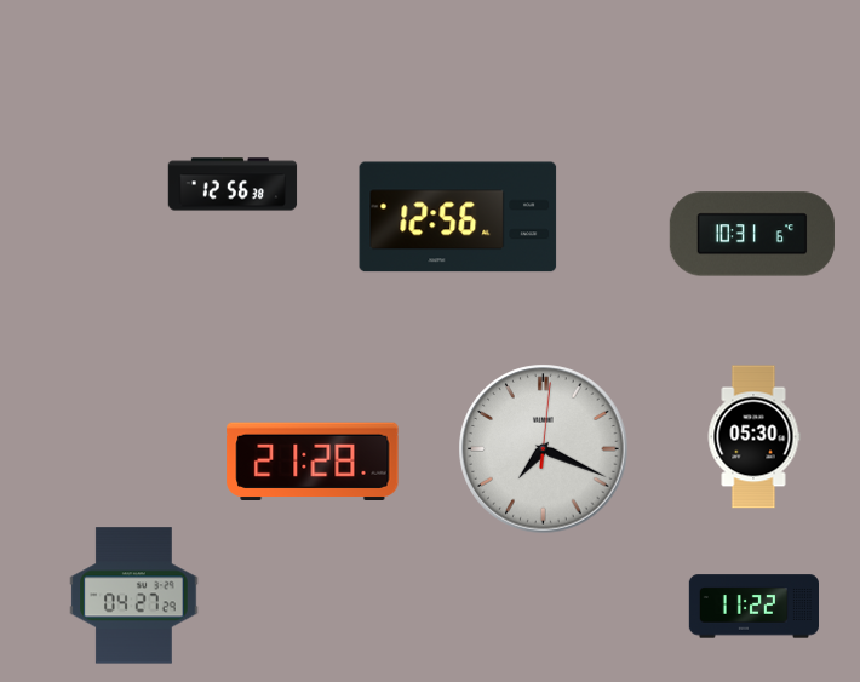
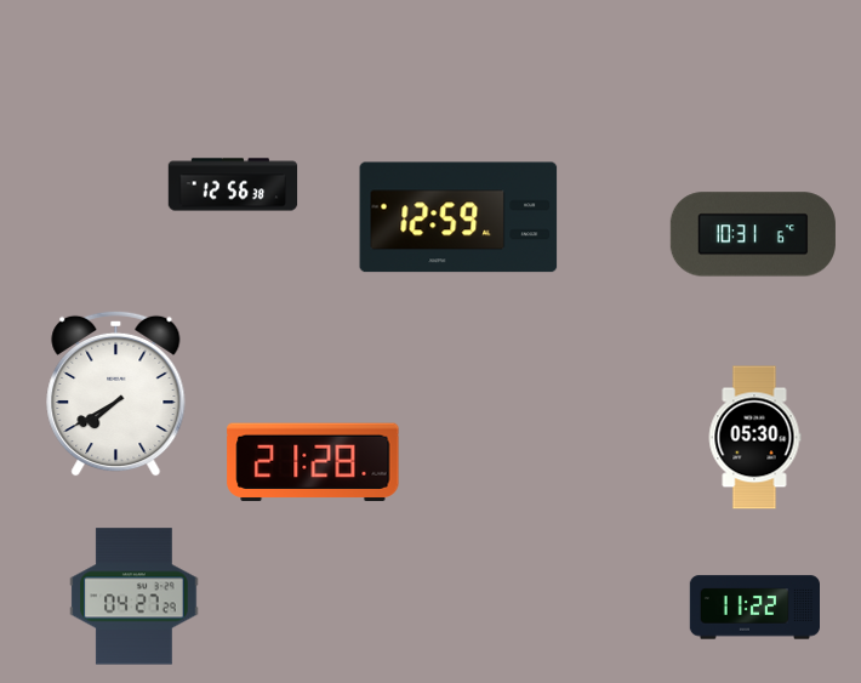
clock at (458, 217): 12:56 -> 12:59
clock at (116, 393): none -> 7:40
clock at (544, 449): 7:19 -> none
